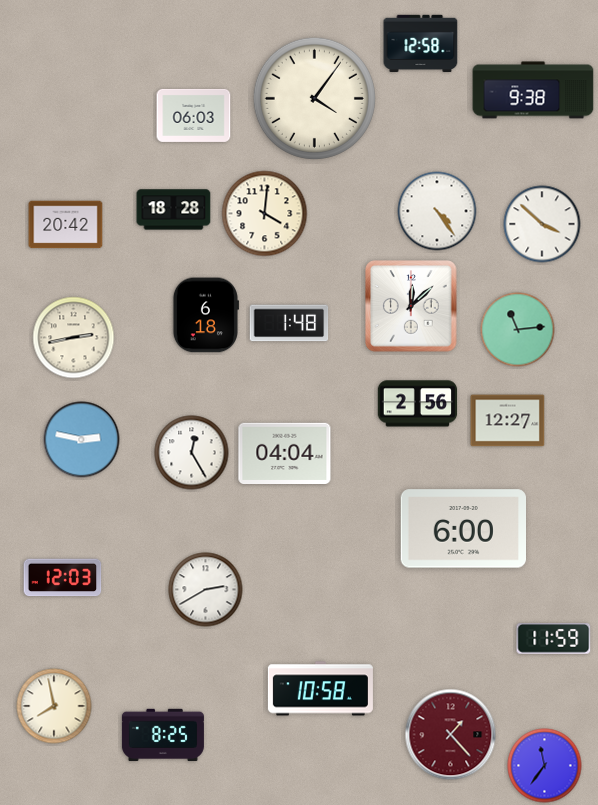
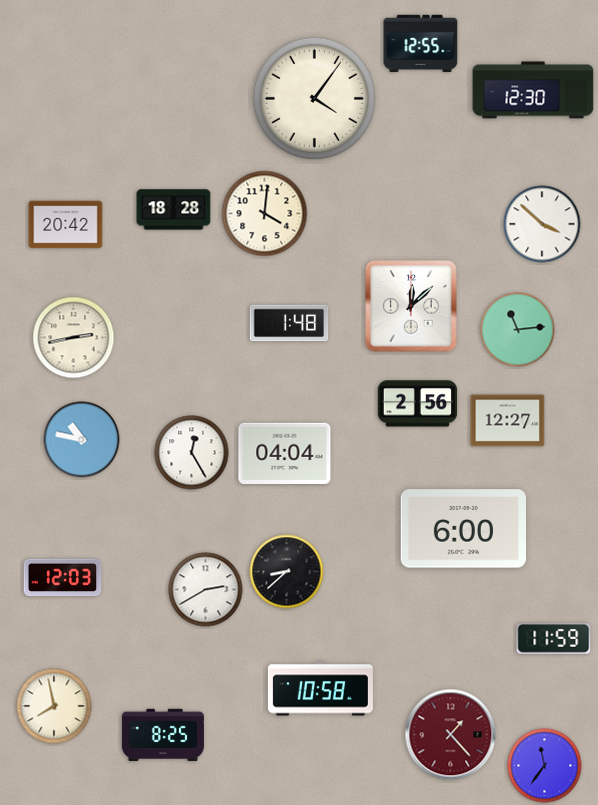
clock at (421, 44): 12:58 -> 12:55
clock at (533, 90): 9:38 -> 12:30
clock at (194, 115): 06:03 -> none
clock at (437, 211): 4:24 -> none
clock at (205, 315): 6:18 -> none
clock at (82, 440): 2:47 -> 10:47
clock at (287, 572): none -> 8:38
